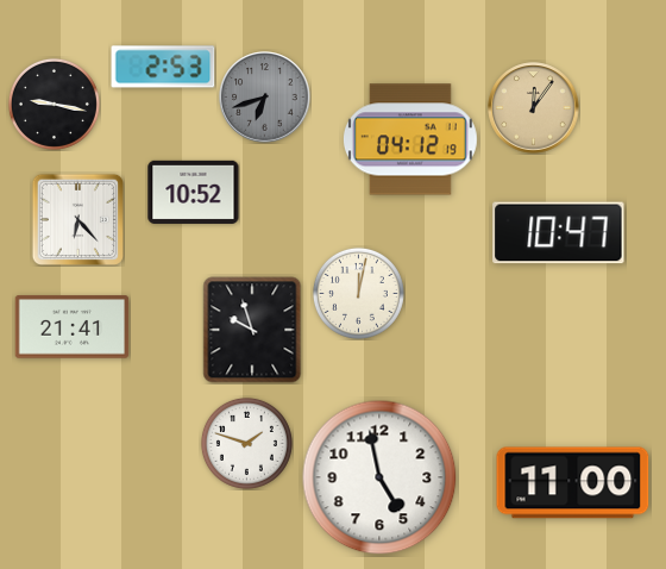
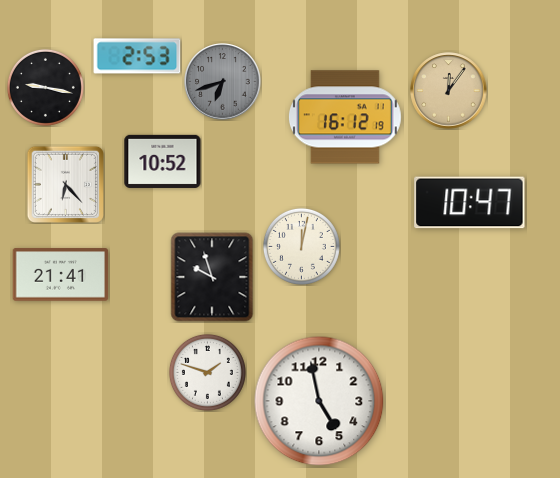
clock at (410, 139): 04:12 -> 16:12
clock at (559, 233) position: (559, 233) -> (470, 203)
clock at (573, 483): 11:00 -> none
